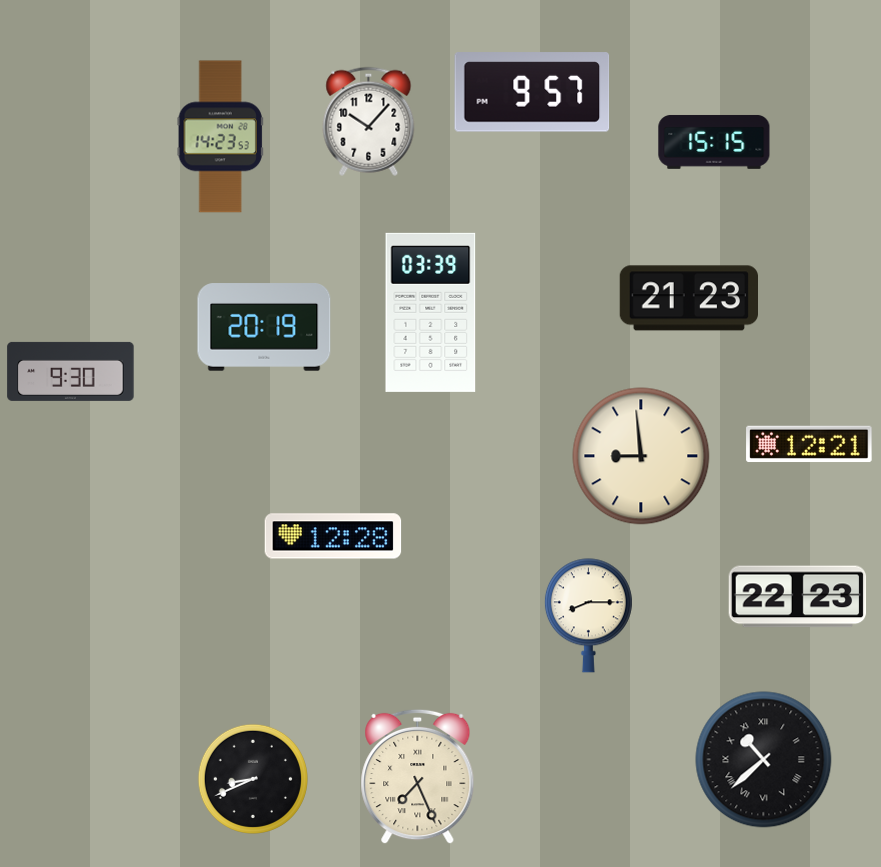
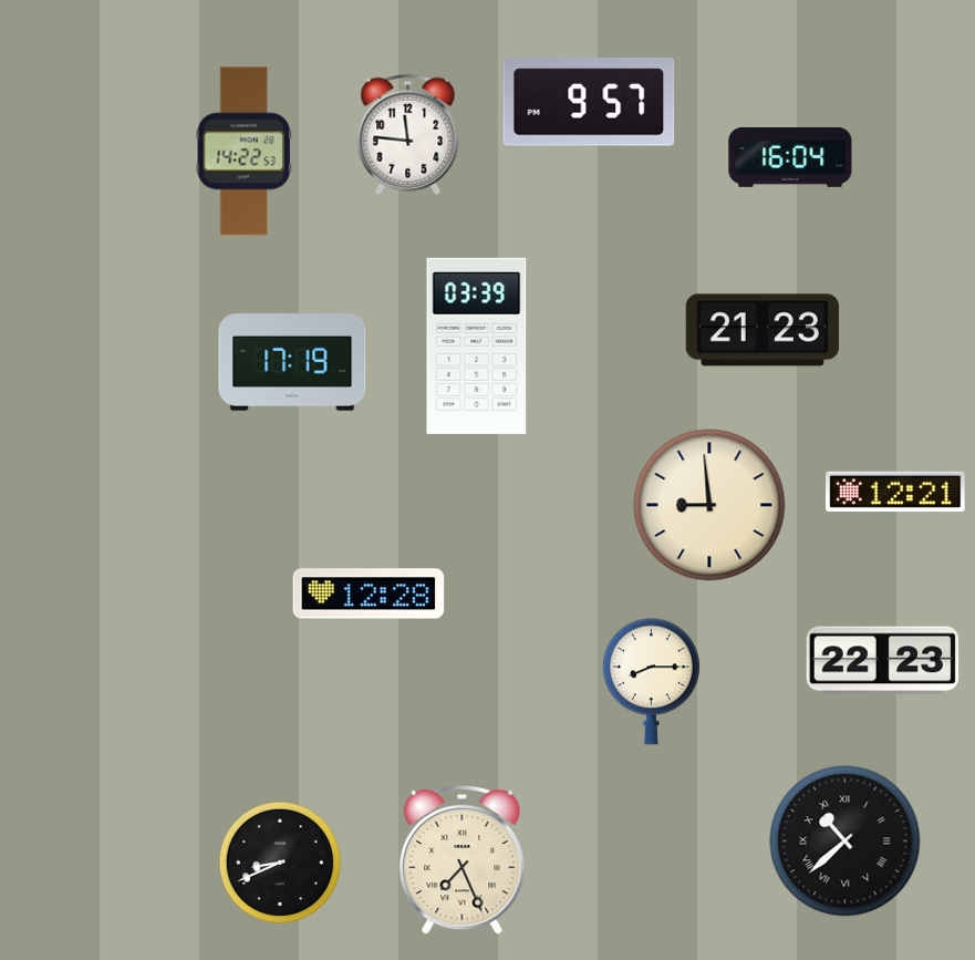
clock at (369, 121): 10:07 -> 11:46
clock at (220, 137): 14:23 -> 14:22
clock at (714, 142): 15:15 -> 16:04
clock at (264, 327): 20:19 -> 17:19
clock at (71, 371): 9:30 -> none
